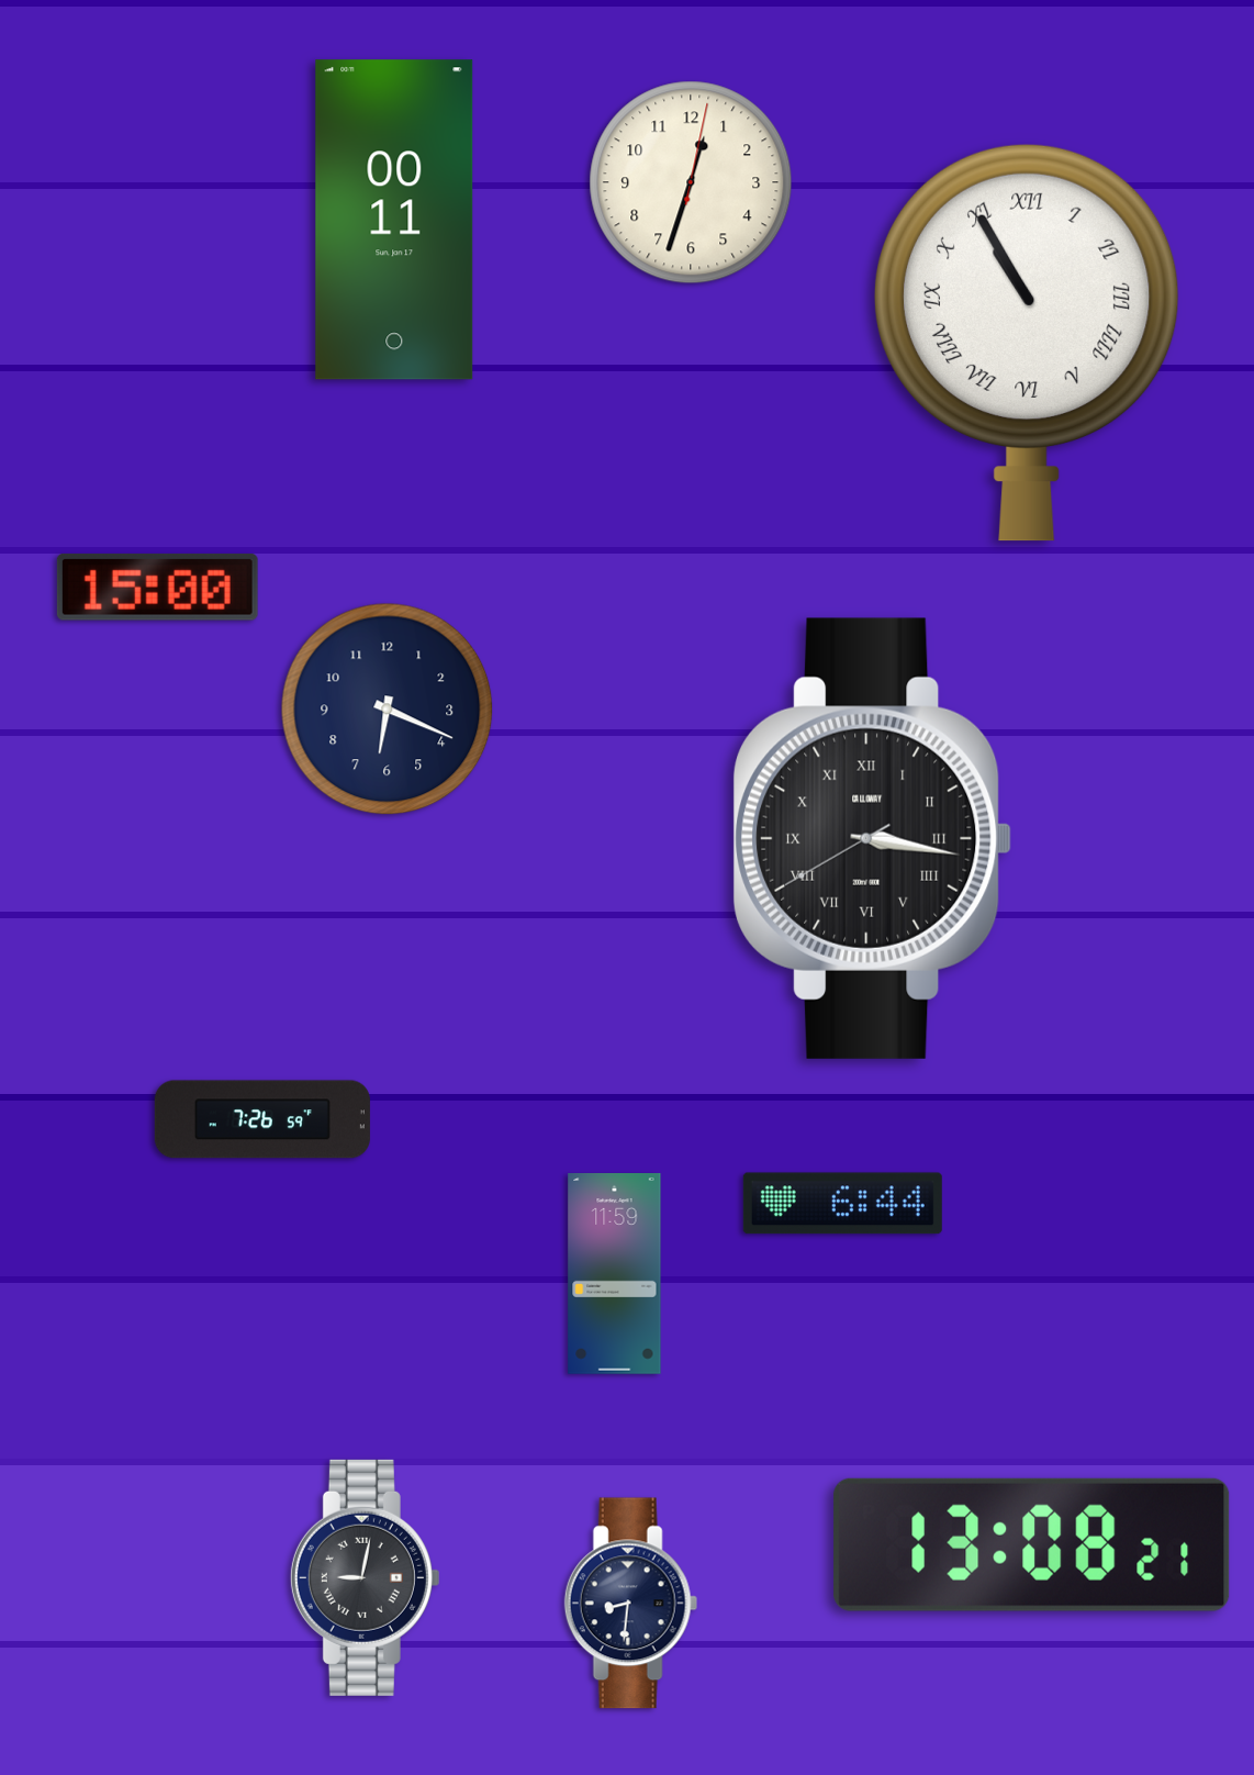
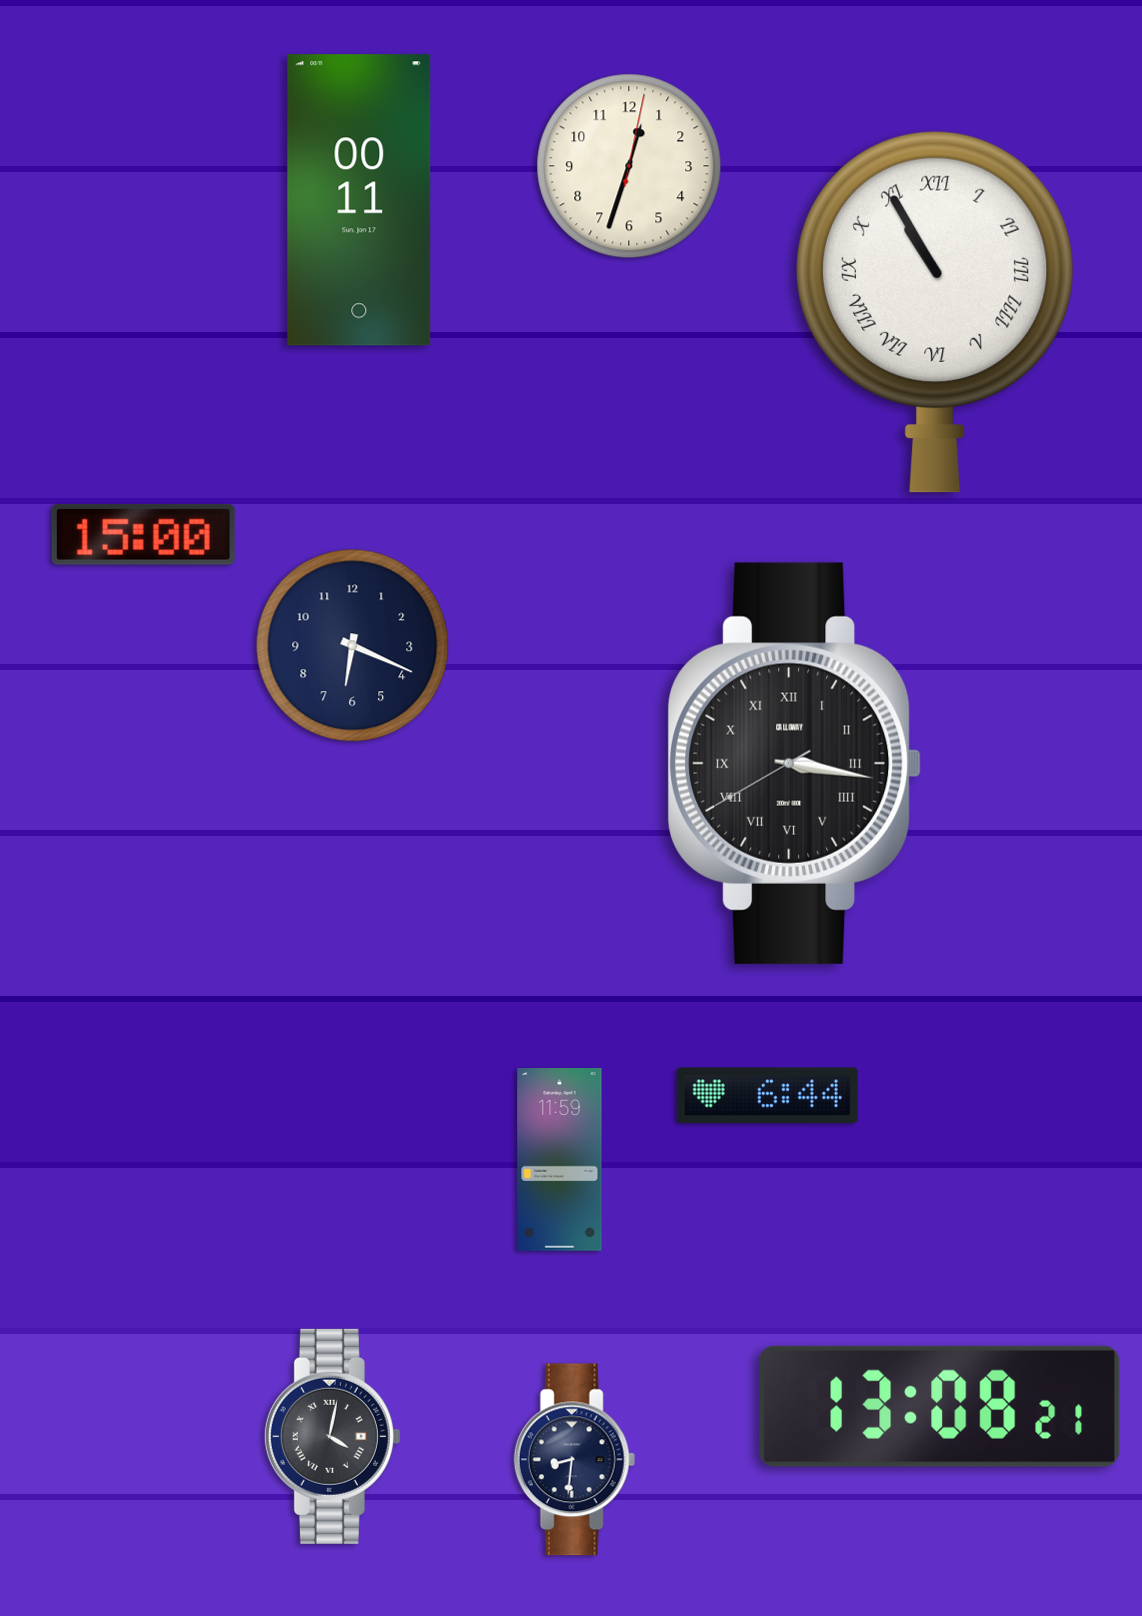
clock at (262, 1119): 7:26 -> none
clock at (365, 1577): 9:02 -> 4:02
